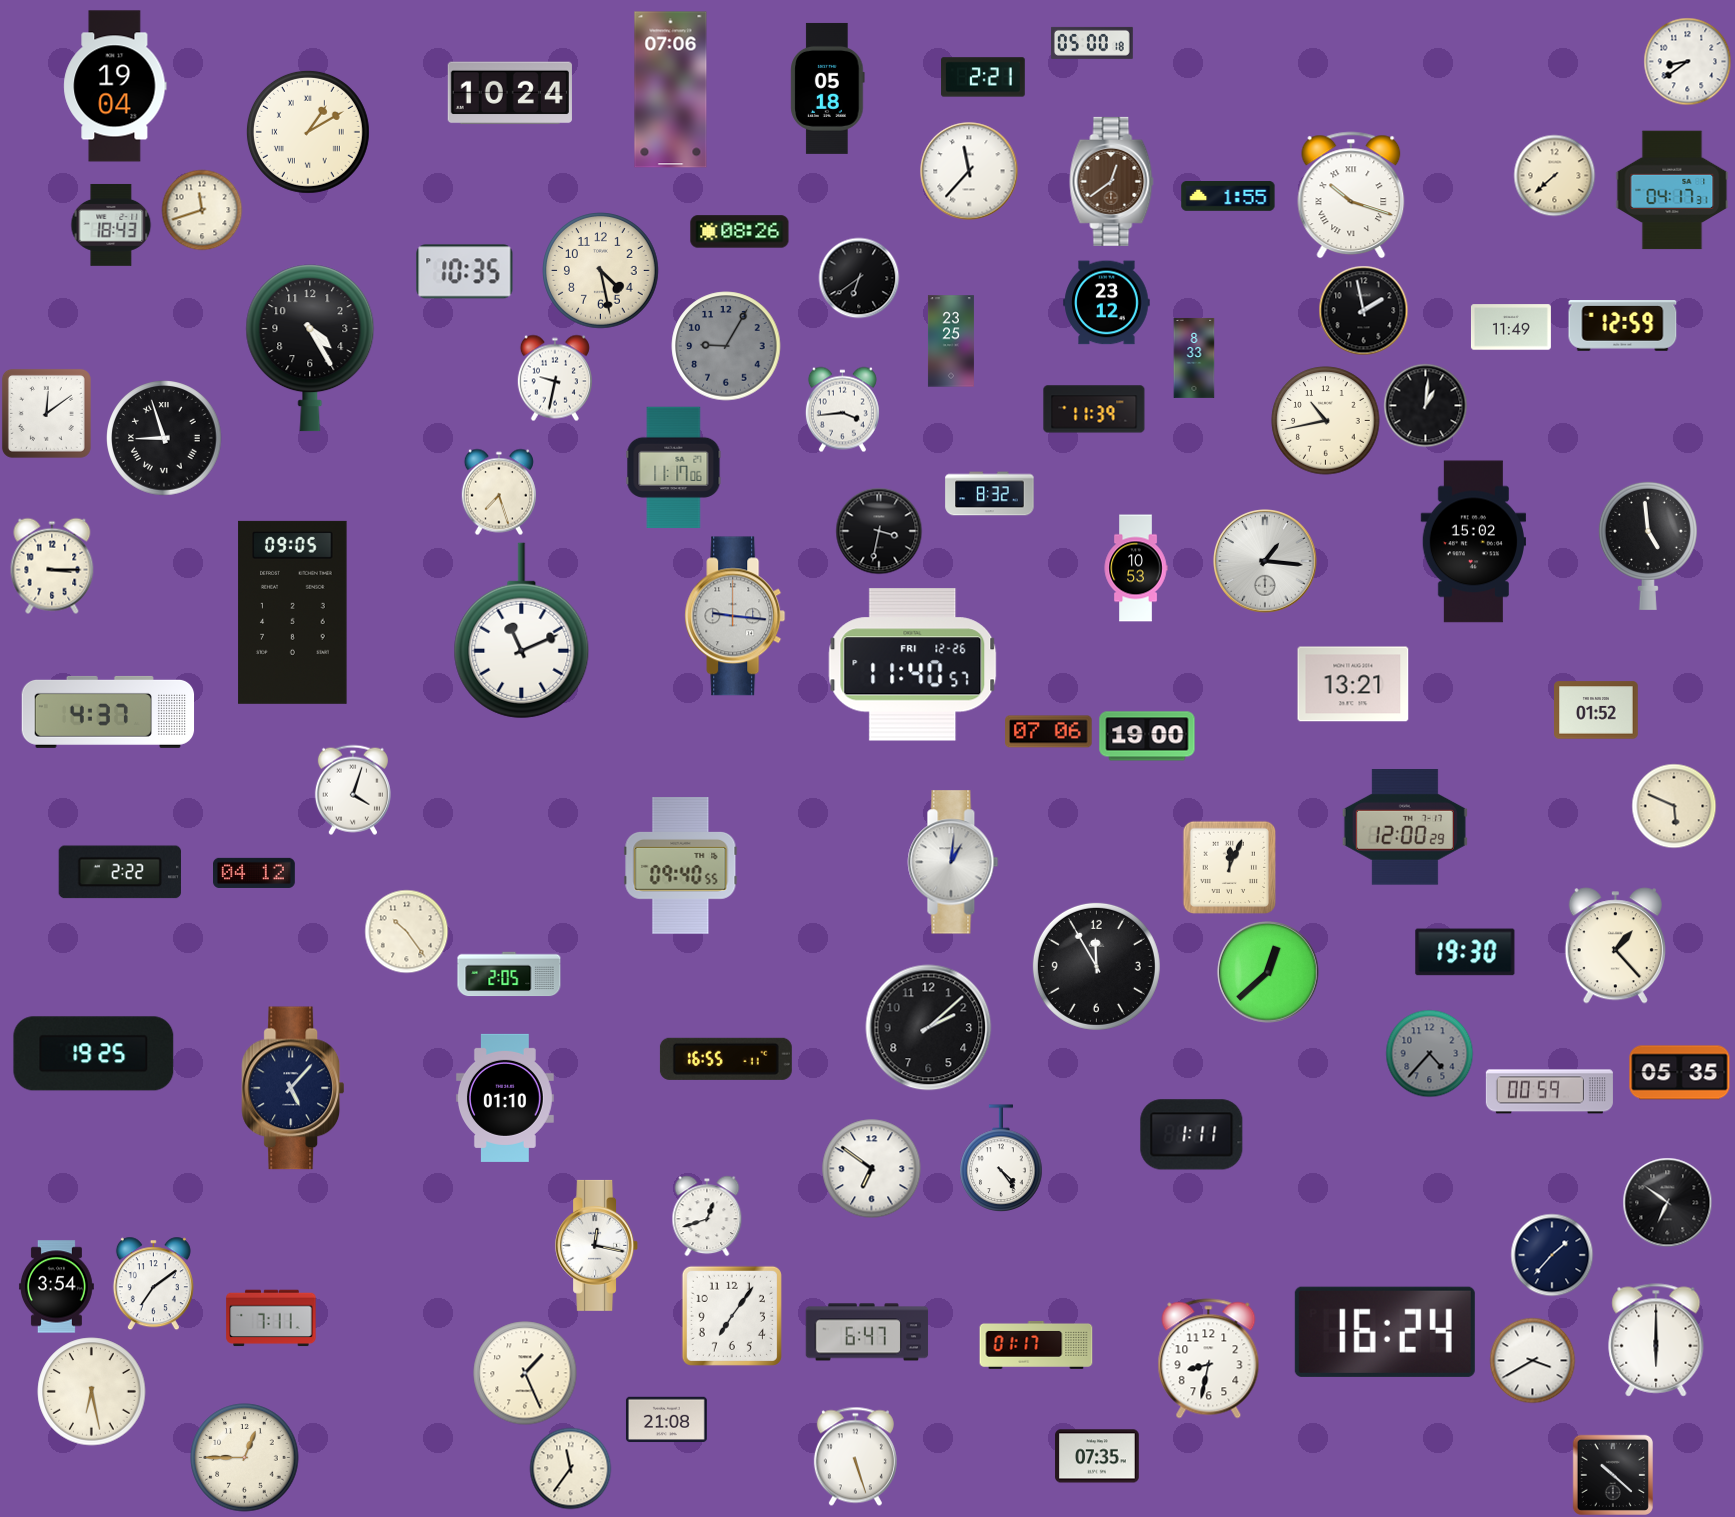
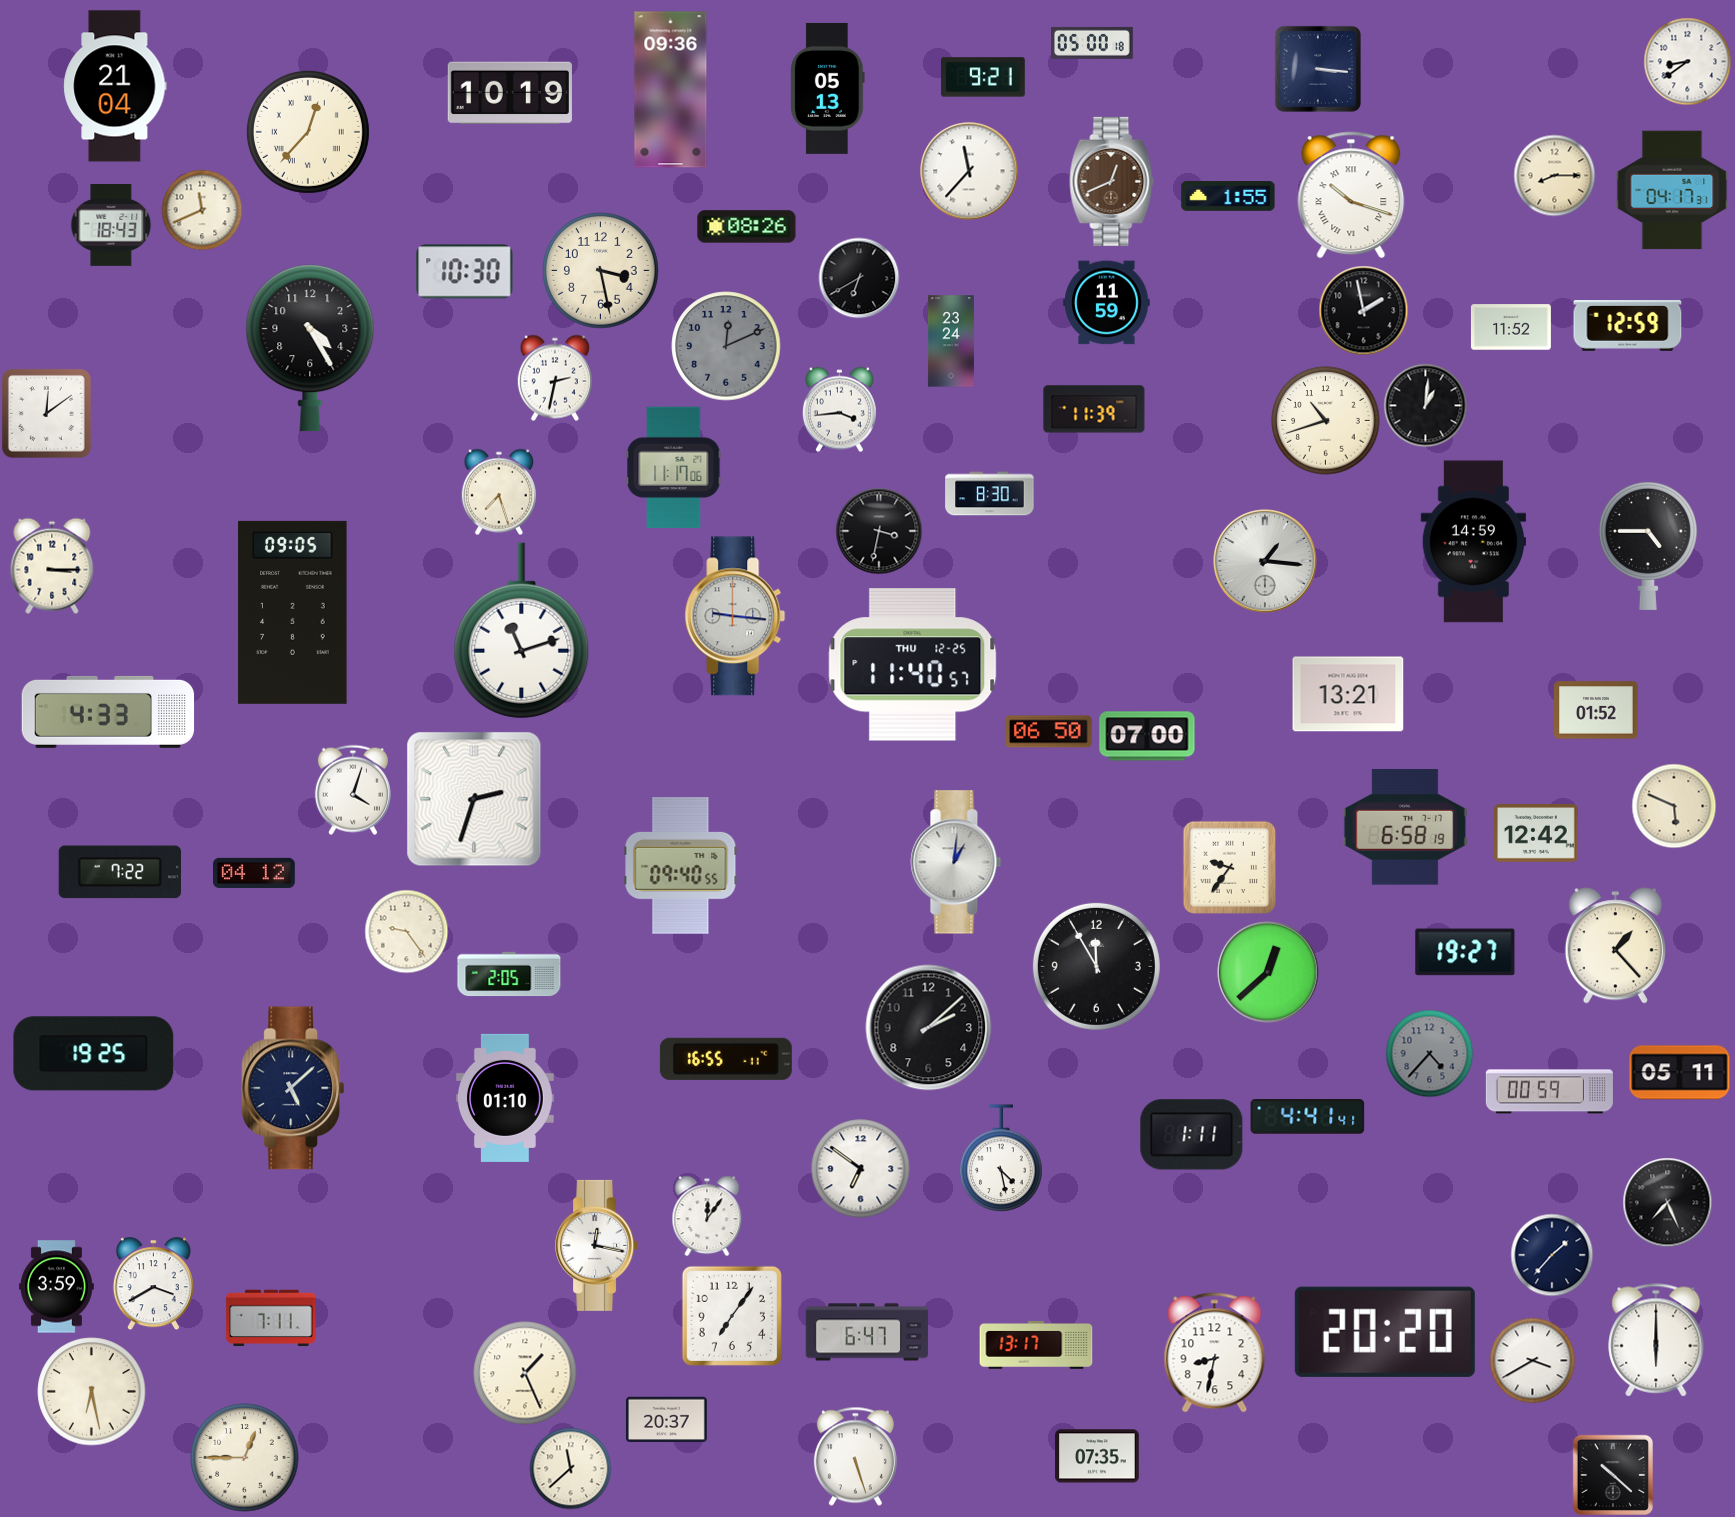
clock at (1318, 69): none -> 3:16
clock at (983, 77): 2:21 -> 9:21
clock at (115, 86): 19:04 -> 21:04
clock at (828, 88): 05:18 -> 05:13
clock at (671, 90): 07:06 -> 09:36
clock at (510, 93): 10:24 -> 10:19
clock at (308, 132): 1:10 -> 12:37
clock at (1554, 175): 7:38 -> 8:15
clock at (1112, 181): 12:39 -> 12:41
clock at (202, 210): 11:42 -> 11:41
clock at (740, 232) position: (740, 232) -> (747, 227)
clock at (601, 271): 4:28 -> 3:28
clock at (465, 272): 10:35 -> 10:30
clock at (859, 278): 6:39 -> 6:40
clock at (1107, 303): 23:12 -> 11:59
clock at (1623, 326) position: (1623, 326) -> (1628, 326)
clock at (1511, 327): 11:49 -> 11:52
clock at (951, 341): 23:25 -> 23:24
clock at (726, 346): 9:05 -> 12:11
clock at (1194, 358): 8:33 -> none
clock at (555, 378): 9:32 -> 2:32
clock at (842, 409) position: (842, 409) -> (839, 409)
clock at (1326, 421): 10:43 -> 10:42
clock at (164, 438): 8:57 -> none
clock at (990, 494): 8:32 -> 8:30
clock at (1473, 542): 15:02 -> 14:59
clock at (1648, 545): 4:59 -> 4:45
clock at (1136, 568): 10:53 -> none
clock at (522, 631): 11:11 -> 11:12
clock at (913, 665) date: FRI 12-26 -> THU 12-25
clock at (1353, 684) position: (1353, 684) -> (1348, 694)
clock at (108, 712): 4:37 -> 4:33
clock at (1049, 732): 07:06 -> 06:50
clock at (1147, 736): 19:00 -> 07:00
clock at (474, 799): none -> 2:33
clock at (1405, 828): 12:00 -> 6:58
clock at (1536, 834): none -> 12:42
clock at (953, 862) position: (953, 862) -> (956, 862)
clock at (1229, 867): 12:04 -> 9:36
clock at (120, 872): 2:22 -> 7:22
clock at (406, 931): 10:24 -> 9:24
clock at (1465, 952): 19:30 -> 19:27
clock at (1680, 1073): 05:35 -> 05:11
clock at (292, 1088): 5:07 -> 5:08
clock at (1308, 1117): none -> 4:41
clock at (1001, 1158): 4:24 -> 4:28
clock at (872, 1169) position: (872, 1169) -> (861, 1169)
clock at (1667, 1202): 6:51 -> 7:26
clock at (707, 1216): 12:42 -> 12:06
clock at (153, 1283): 7:09 -> 3:40
clock at (56, 1287): 3:54 -> 3:59
clock at (1385, 1332): 16:24 -> 20:20
clock at (1036, 1345): 01:17 -> 13:17
clock at (1209, 1359) position: (1209, 1359) -> (1215, 1353)
clock at (666, 1420): 21:08 -> 20:37
clock at (570, 1468): 11:36 -> 11:38
